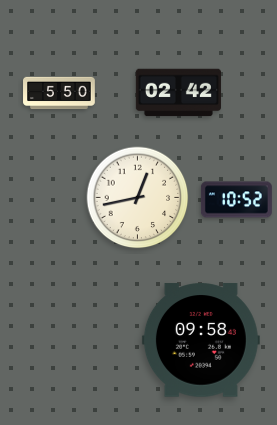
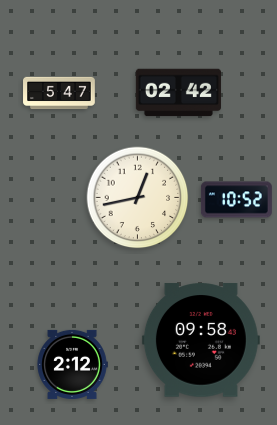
clock at (59, 93): 5:50 -> 5:47
clock at (72, 364): none -> 2:12
